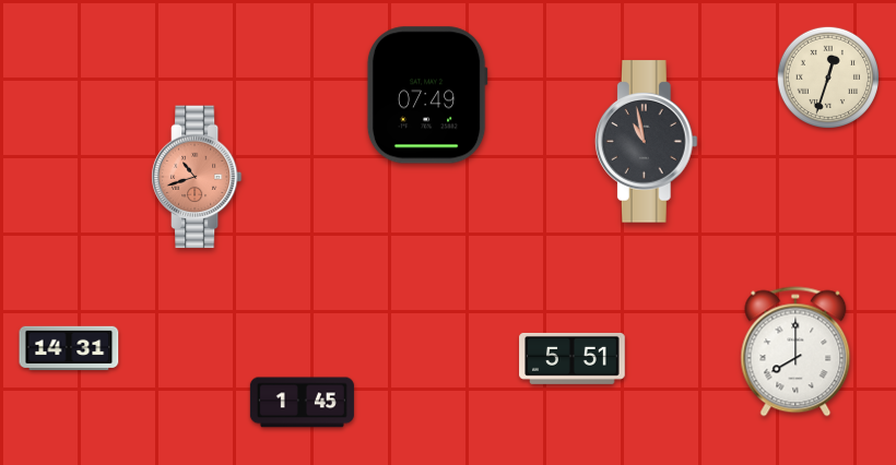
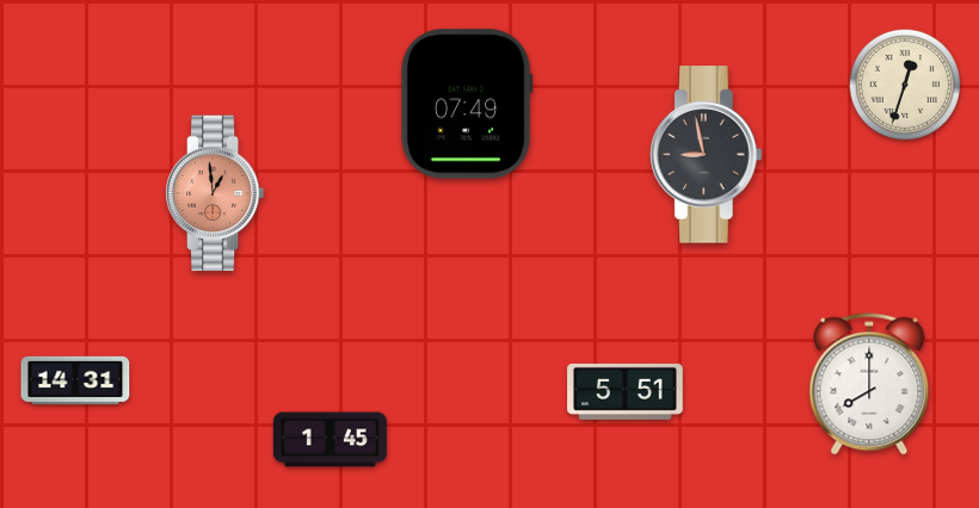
clock at (646, 142): 10:58 -> 8:58
clock at (197, 177): 10:42 -> 12:59
